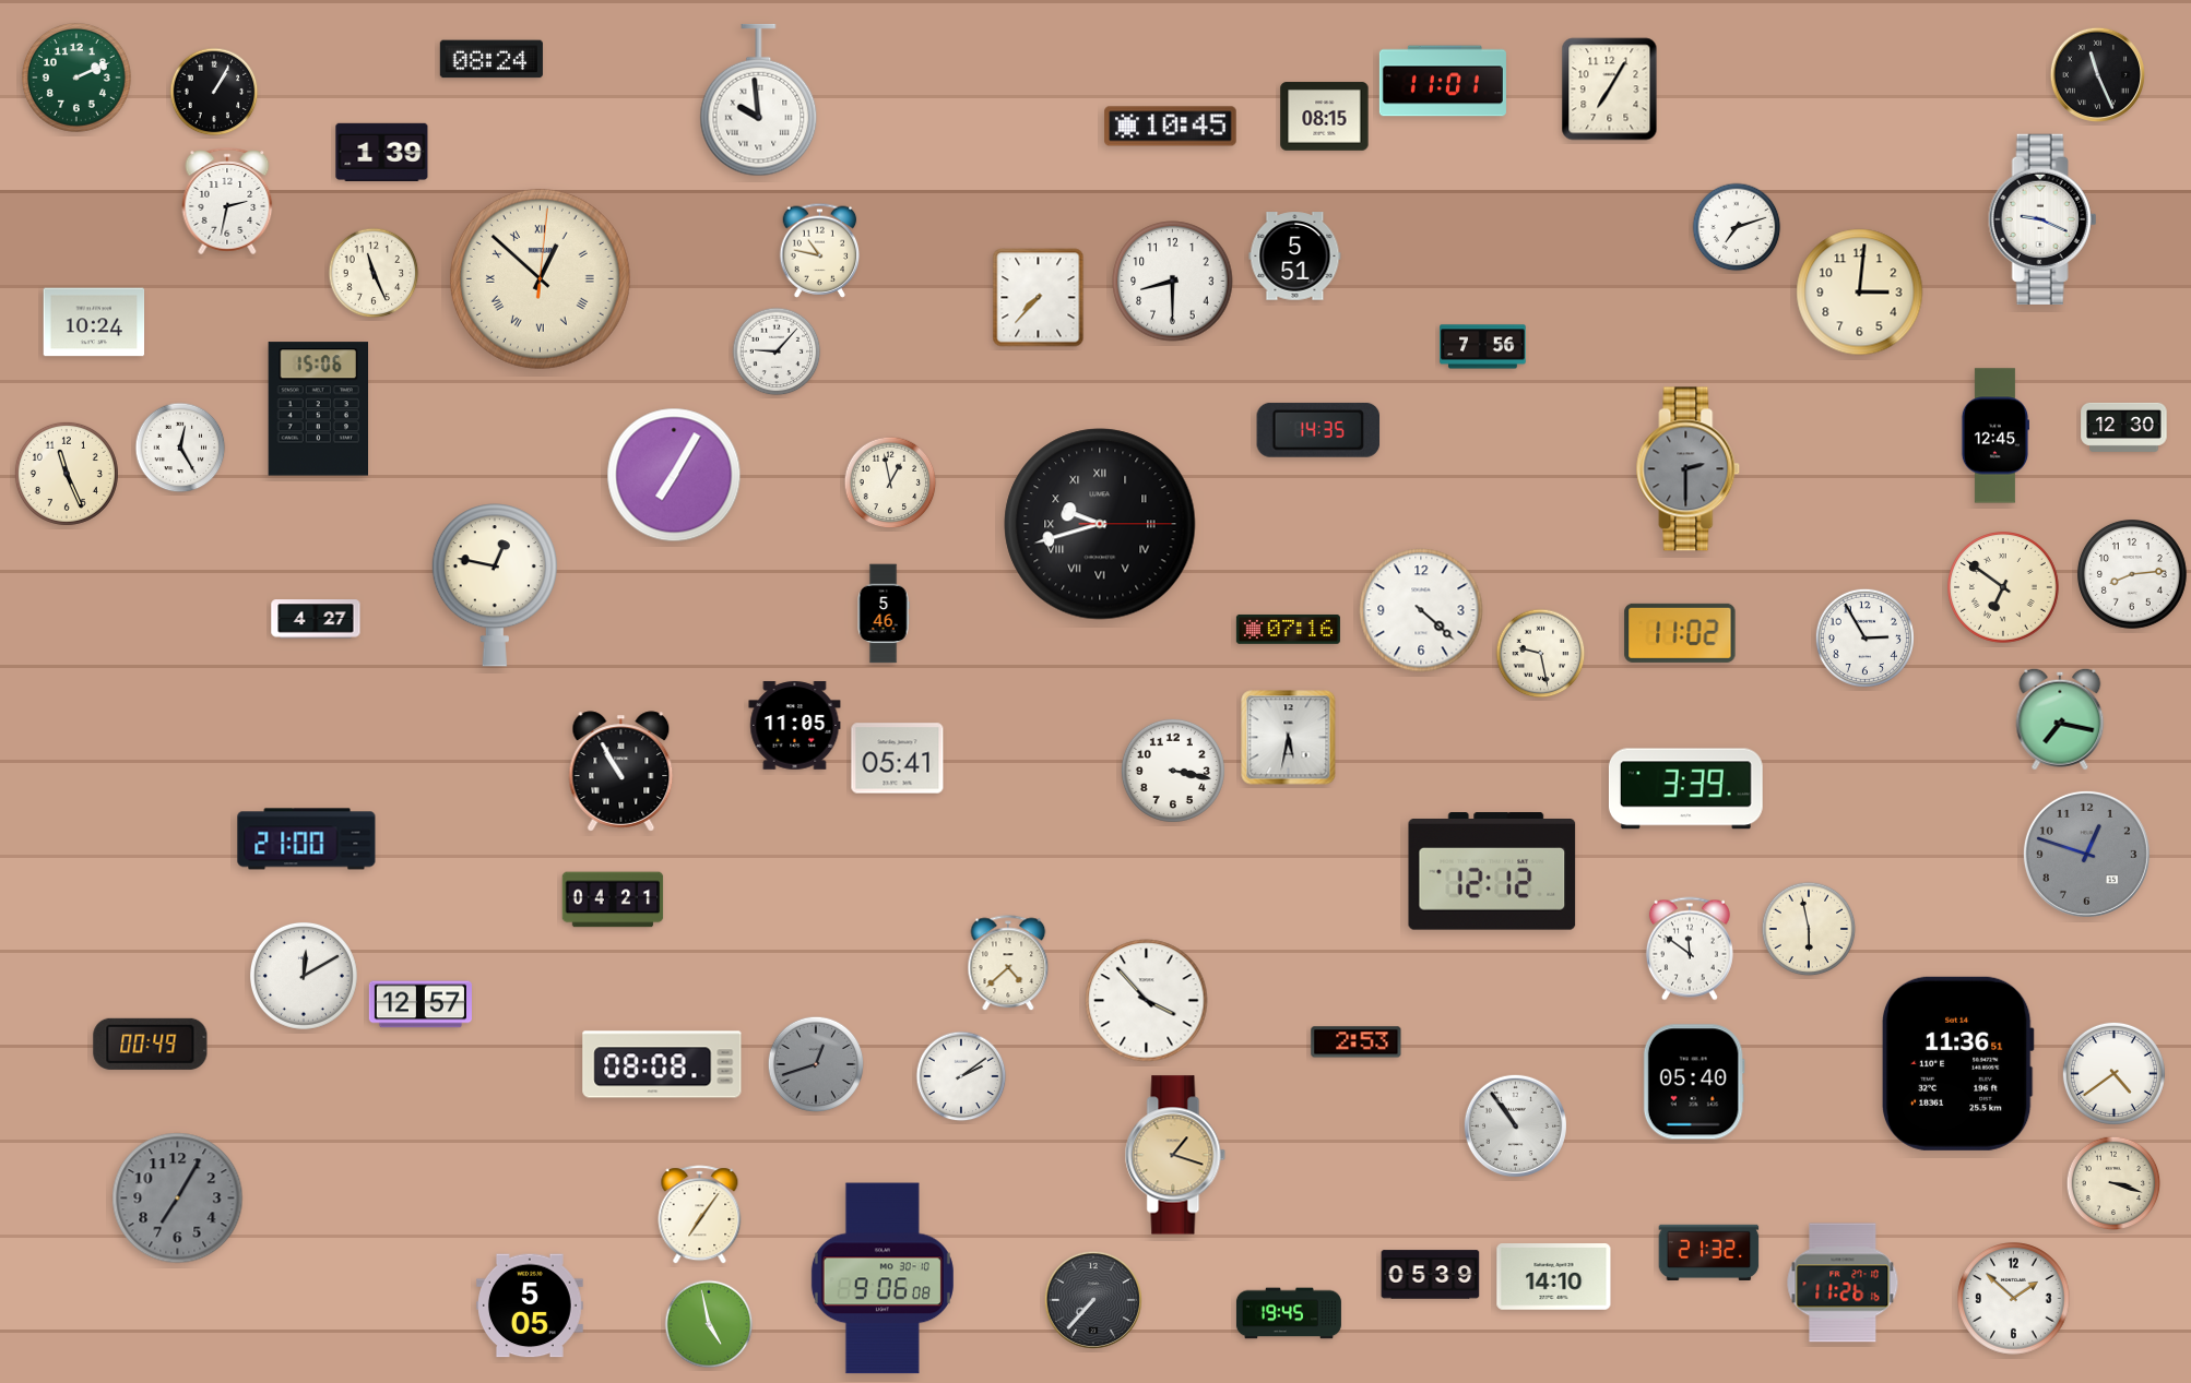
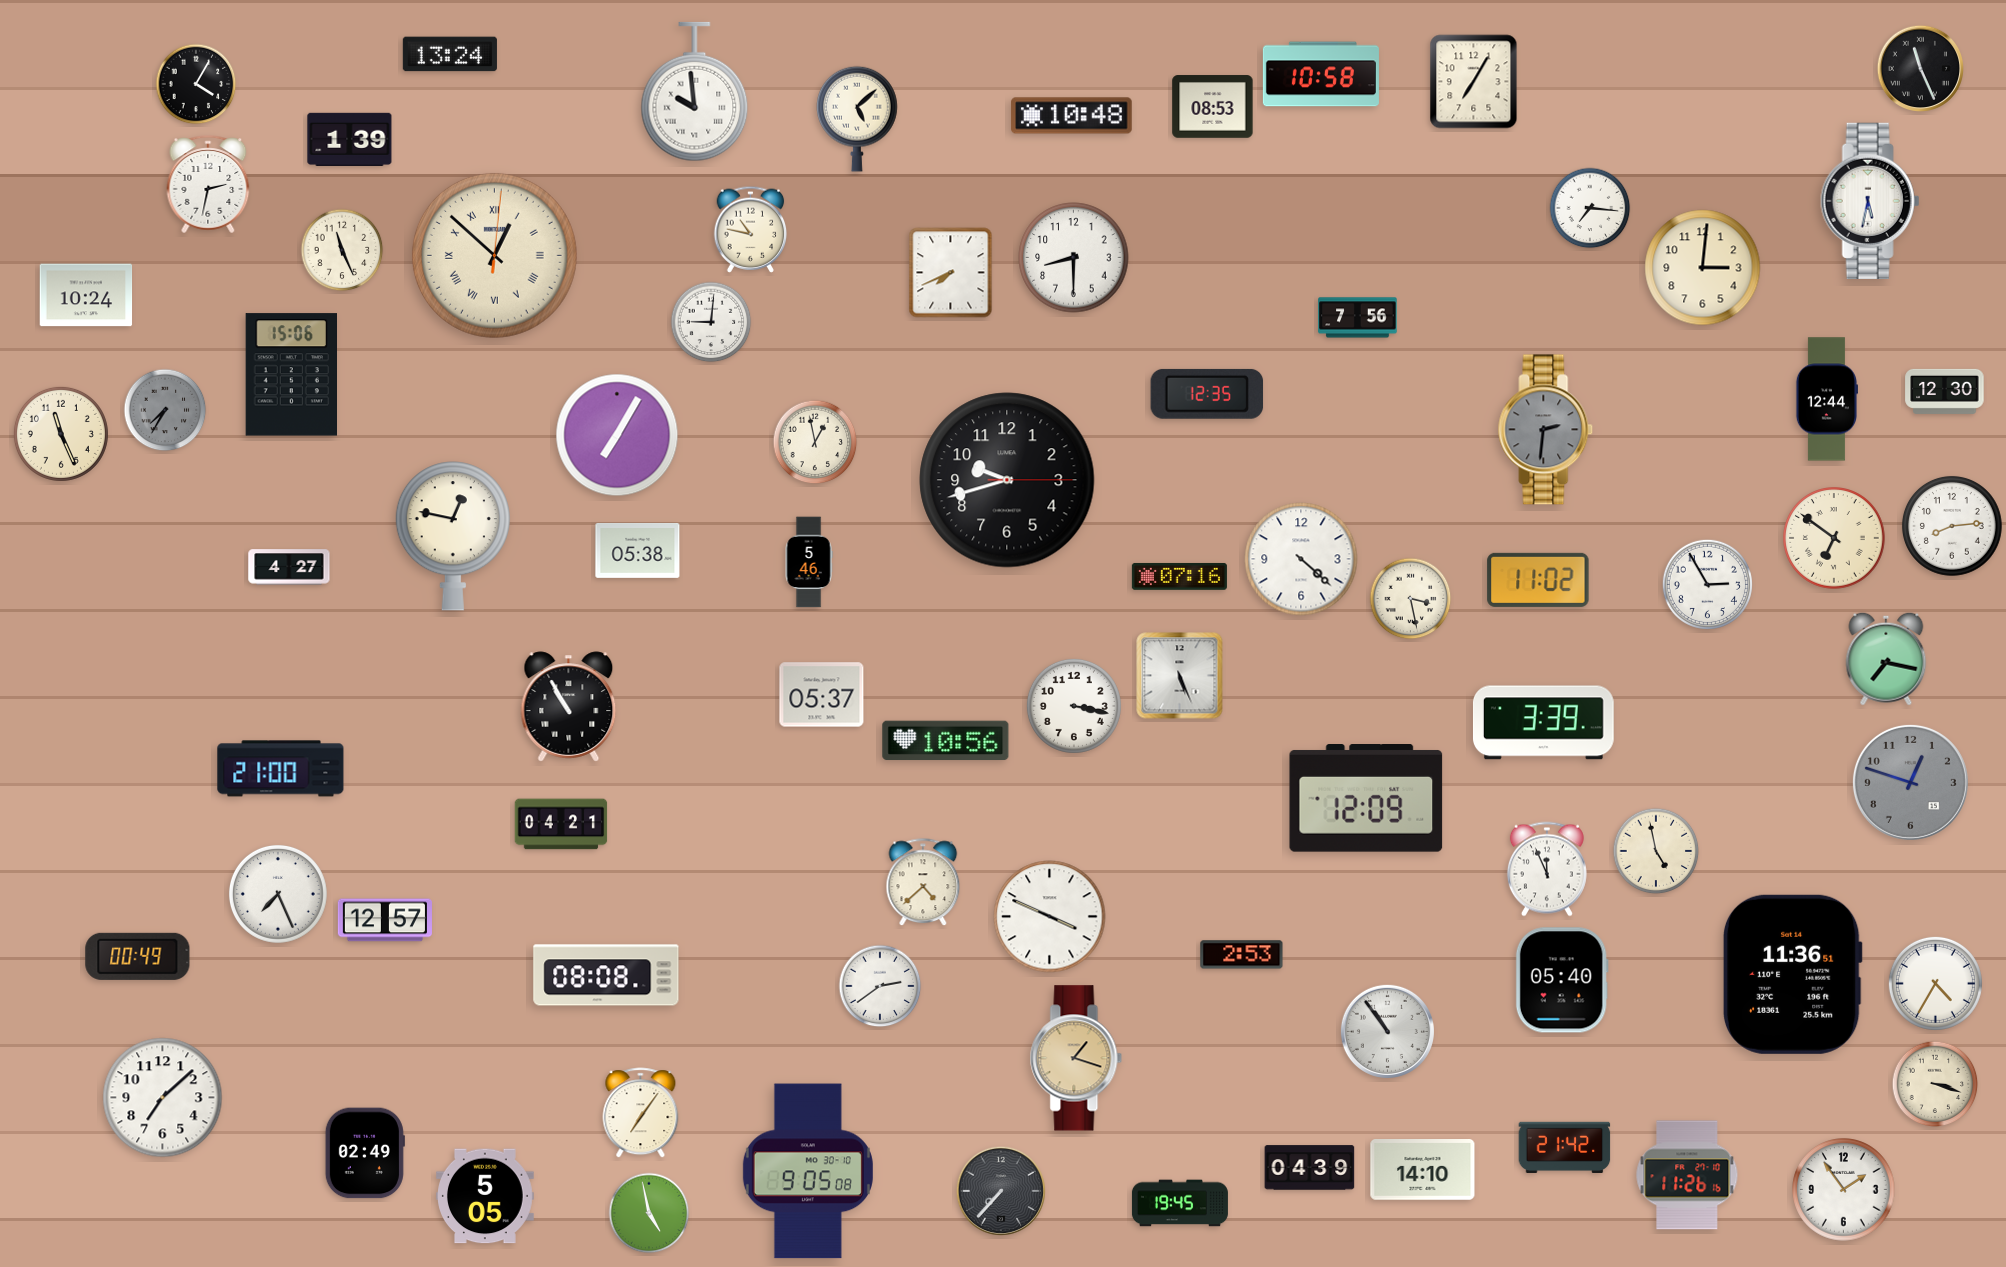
clock at (492, 59): 08:24 -> 13:24
clock at (76, 78): 2:11 -> none
clock at (1443, 81): 11:01 -> 10:58
clock at (214, 92): 1:05 -> 4:05
clock at (1325, 117): 08:15 -> 08:53
clock at (1171, 127): 10:45 -> 10:48
clock at (857, 119): none -> 5:08
clock at (2042, 218): 9:19 -> 5:32
clock at (1737, 227): 7:12 -> 7:16
clock at (1295, 257): 5:51 -> none
clock at (1039, 298): 7:37 -> 7:41
clock at (777, 351): 9:07 -> 9:01
clock at (1318, 430): 14:35 -> 12:35
clock at (1994, 436): 12:45 -> 12:44
clock at (180, 448): 12:25 -> 7:35
clock at (180, 448) dial: white -> grey
clock at (1689, 469): 2:30 -> 2:31
clock at (1100, 524) numerals: Roman -> Arabic
clock at (638, 550): none -> 05:38
clock at (1541, 654): 9:28 -> 3:28
clock at (795, 726): 11:05 -> none
clock at (1289, 738): 5:32 -> 5:26
clock at (898, 759): 05:41 -> 05:37
clock at (946, 741): none -> 10:56
clock at (1492, 871): 12:12 -> 12:09
clock at (1809, 929): 5:58 -> 4:58
clock at (1690, 949): 11:51 -> 11:56
clock at (304, 976): 12:10 -> 7:26
clock at (1147, 1001): 3:53 -> 3:49
clock at (816, 1064): 12:42 -> none
clock at (2113, 1073): 4:39 -> 4:35
clock at (961, 1076): 2:09 -> 2:39
clock at (1694, 1082) position: (1694, 1082) -> (1562, 980)
clock at (178, 1199): 7:05 -> 7:08
clock at (178, 1199) dial: grey -> white
clock at (1709, 1252): 21:32 -> 21:42
clock at (365, 1153): none -> 02:49
clock at (1431, 1275): 05:39 -> 04:39
clock at (883, 1278): 9:06 -> 9:05
clock at (2014, 1299): 1:52 -> 1:54
